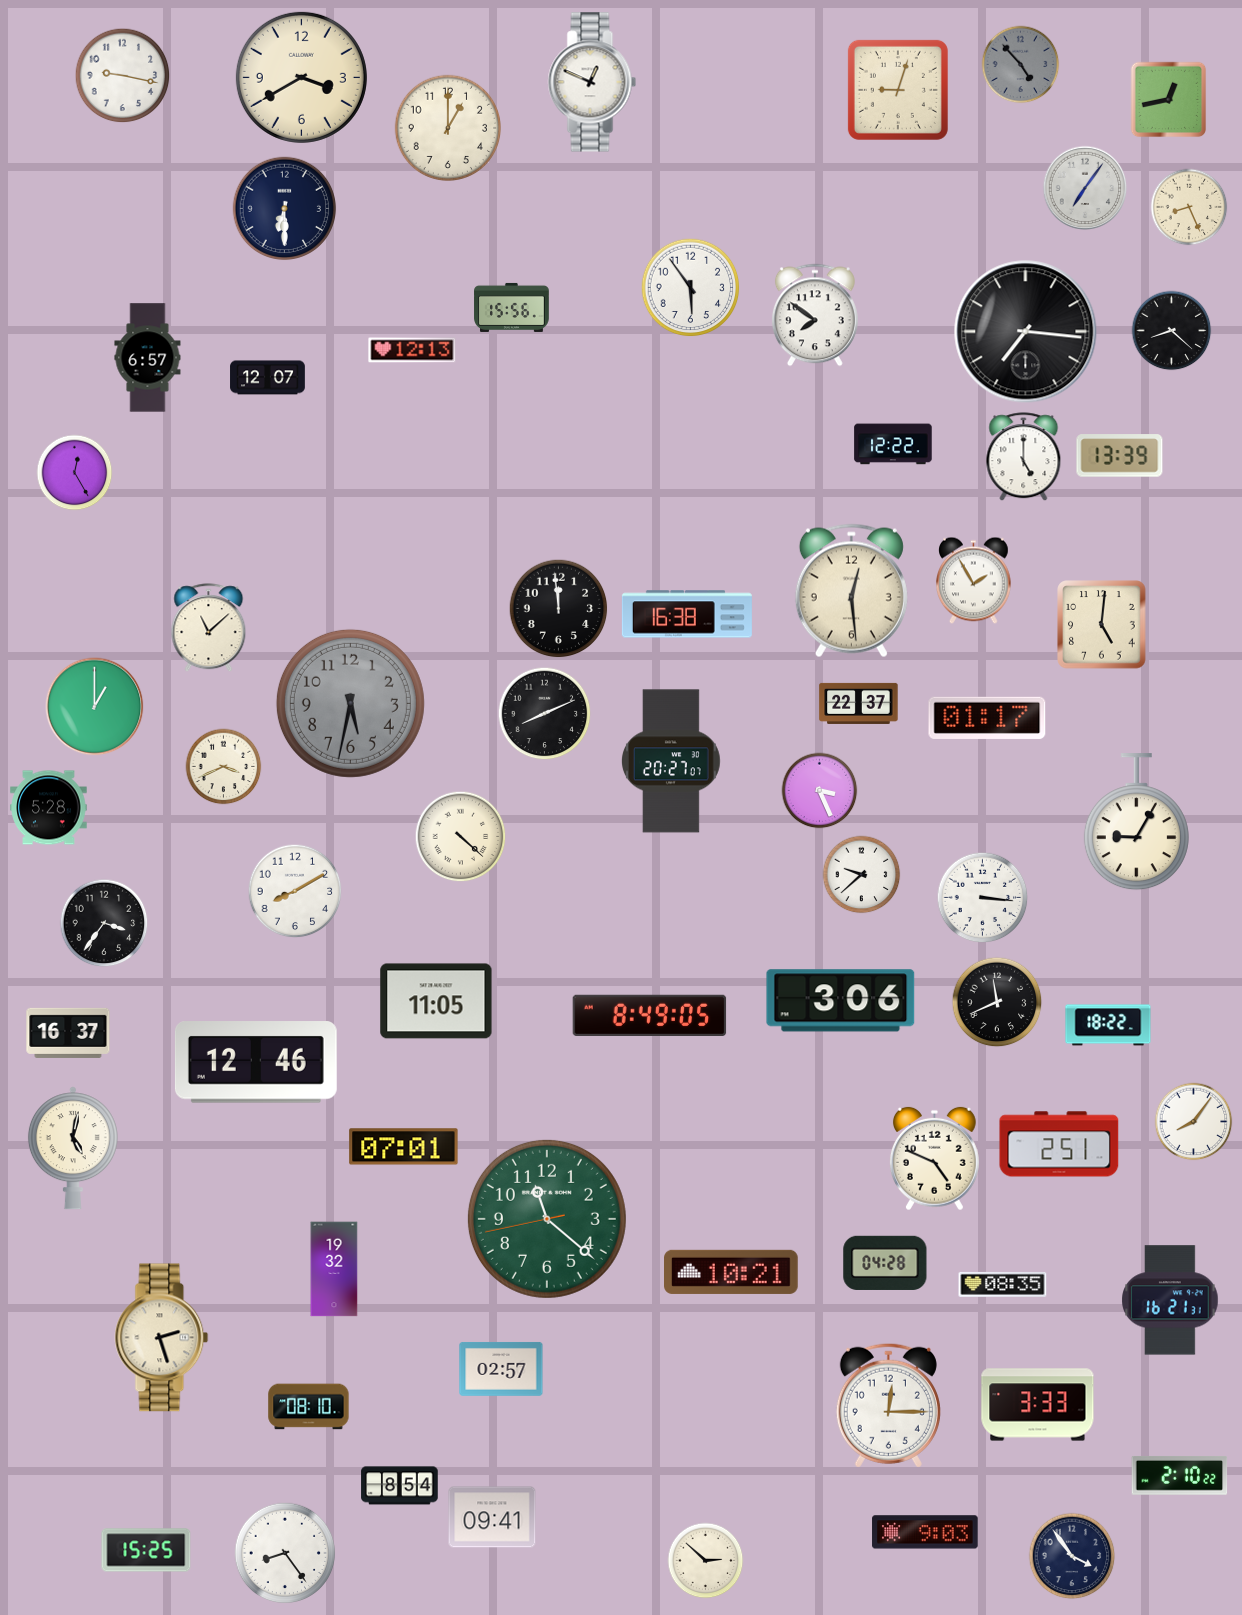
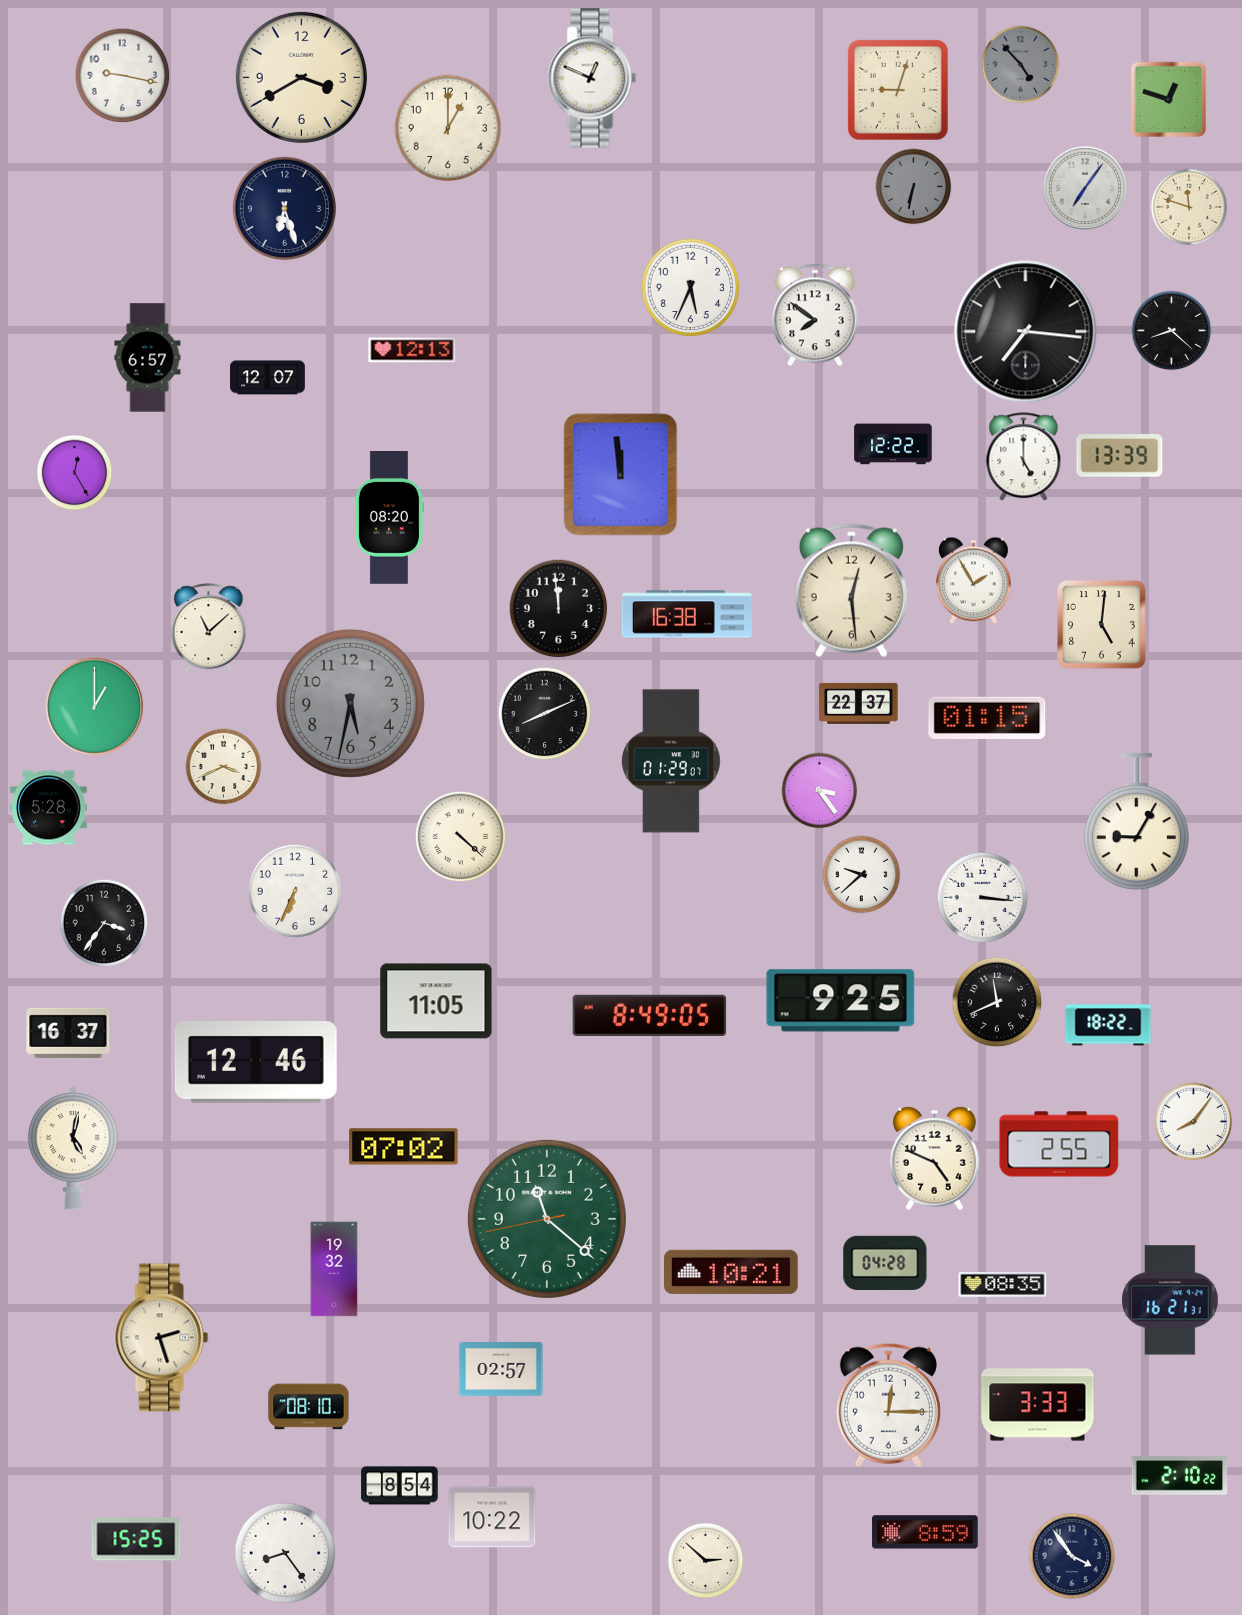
clock at (592, 82) position: (592, 82) -> (592, 78)
clock at (1169, 100): 12:43 -> 12:48
clock at (914, 187): none -> 6:32
clock at (1189, 207): 8:26 -> 11:48
clock at (285, 209): 6:30 -> 6:27
clock at (691, 288): 5:54 -> 5:34
clock at (512, 307): 15:56 -> none
clock at (621, 475): none -> 11:59
clock at (389, 518): none -> 08:20
clock at (987, 718): 01:17 -> 01:15
clock at (671, 761): 20:27 -> 01:29
clock at (820, 791): 3:26 -> 3:24
clock at (295, 891): 8:10 -> 6:34
clock at (841, 1001): 3:06 -> 9:25
clock at (1059, 1144): 2:51 -> 2:55
clock at (404, 1147): 07:01 -> 07:02
clock at (492, 1517): 09:41 -> 10:22
clock at (925, 1532): 9:03 -> 8:59
clock at (146, 1550) position: (146, 1550) -> (136, 1539)
